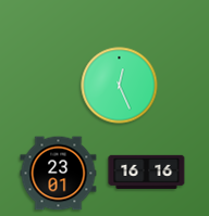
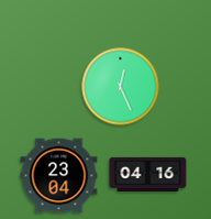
clock at (147, 171): 16:16 -> 04:16
clock at (59, 174): 23:01 -> 23:04
